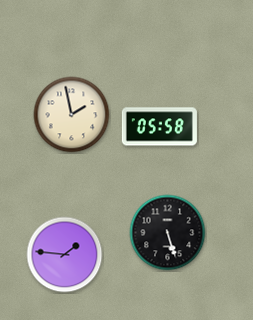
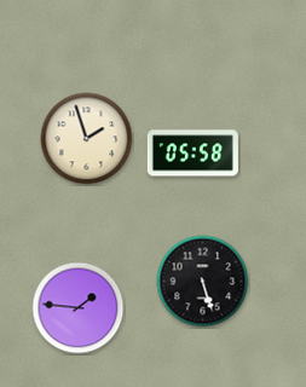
clock at (72, 115): 1:58 -> 1:57
